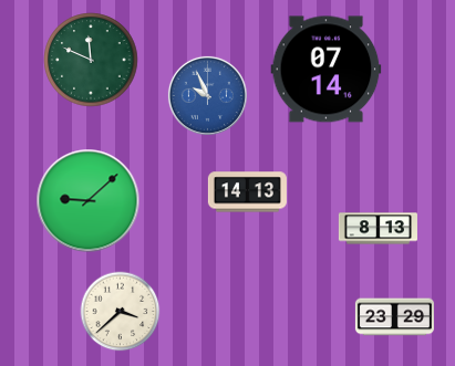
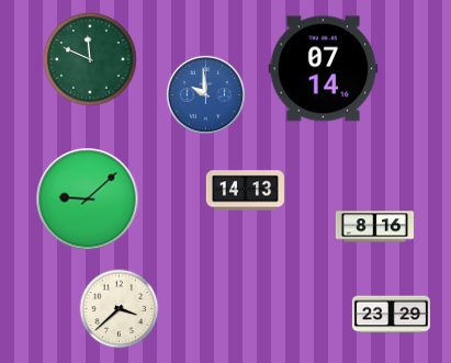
clock at (207, 95): 9:56 -> 9:59
clock at (378, 229): 8:13 -> 8:16
